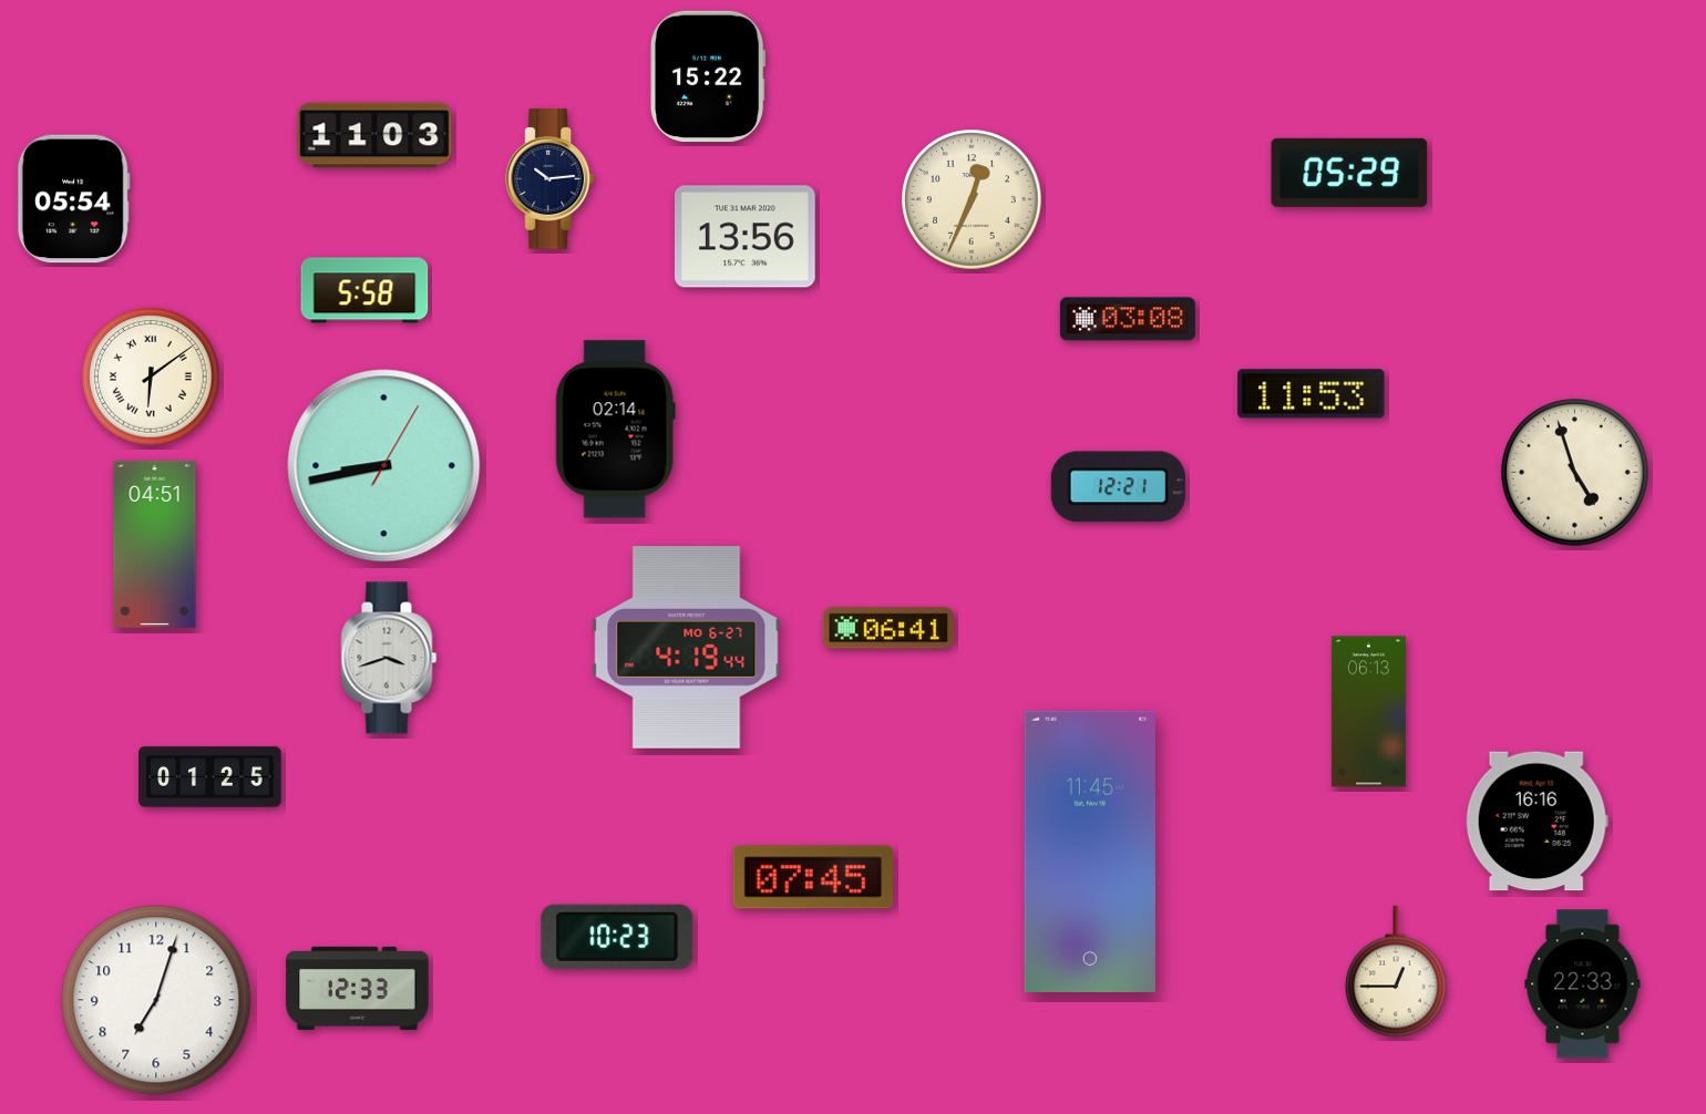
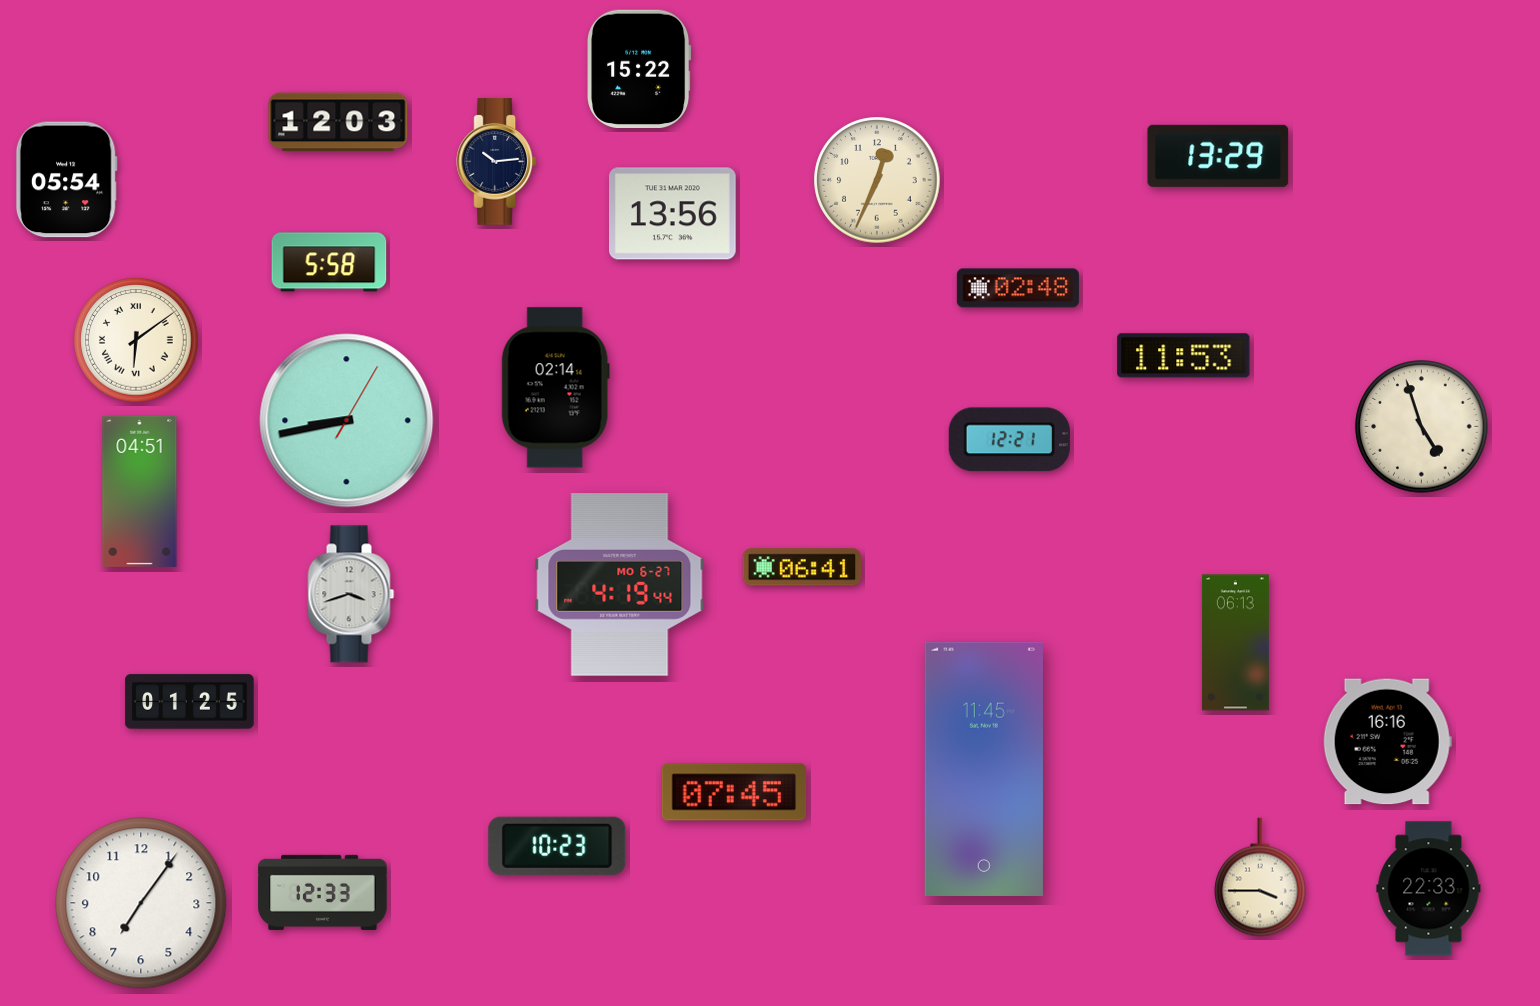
clock at (374, 135): 11:03 -> 12:03
clock at (1349, 173): 05:29 -> 13:29
clock at (1128, 319): 03:08 -> 02:48
clock at (1397, 971): 12:45 -> 3:45
clock at (156, 1000): 7:03 -> 7:06
